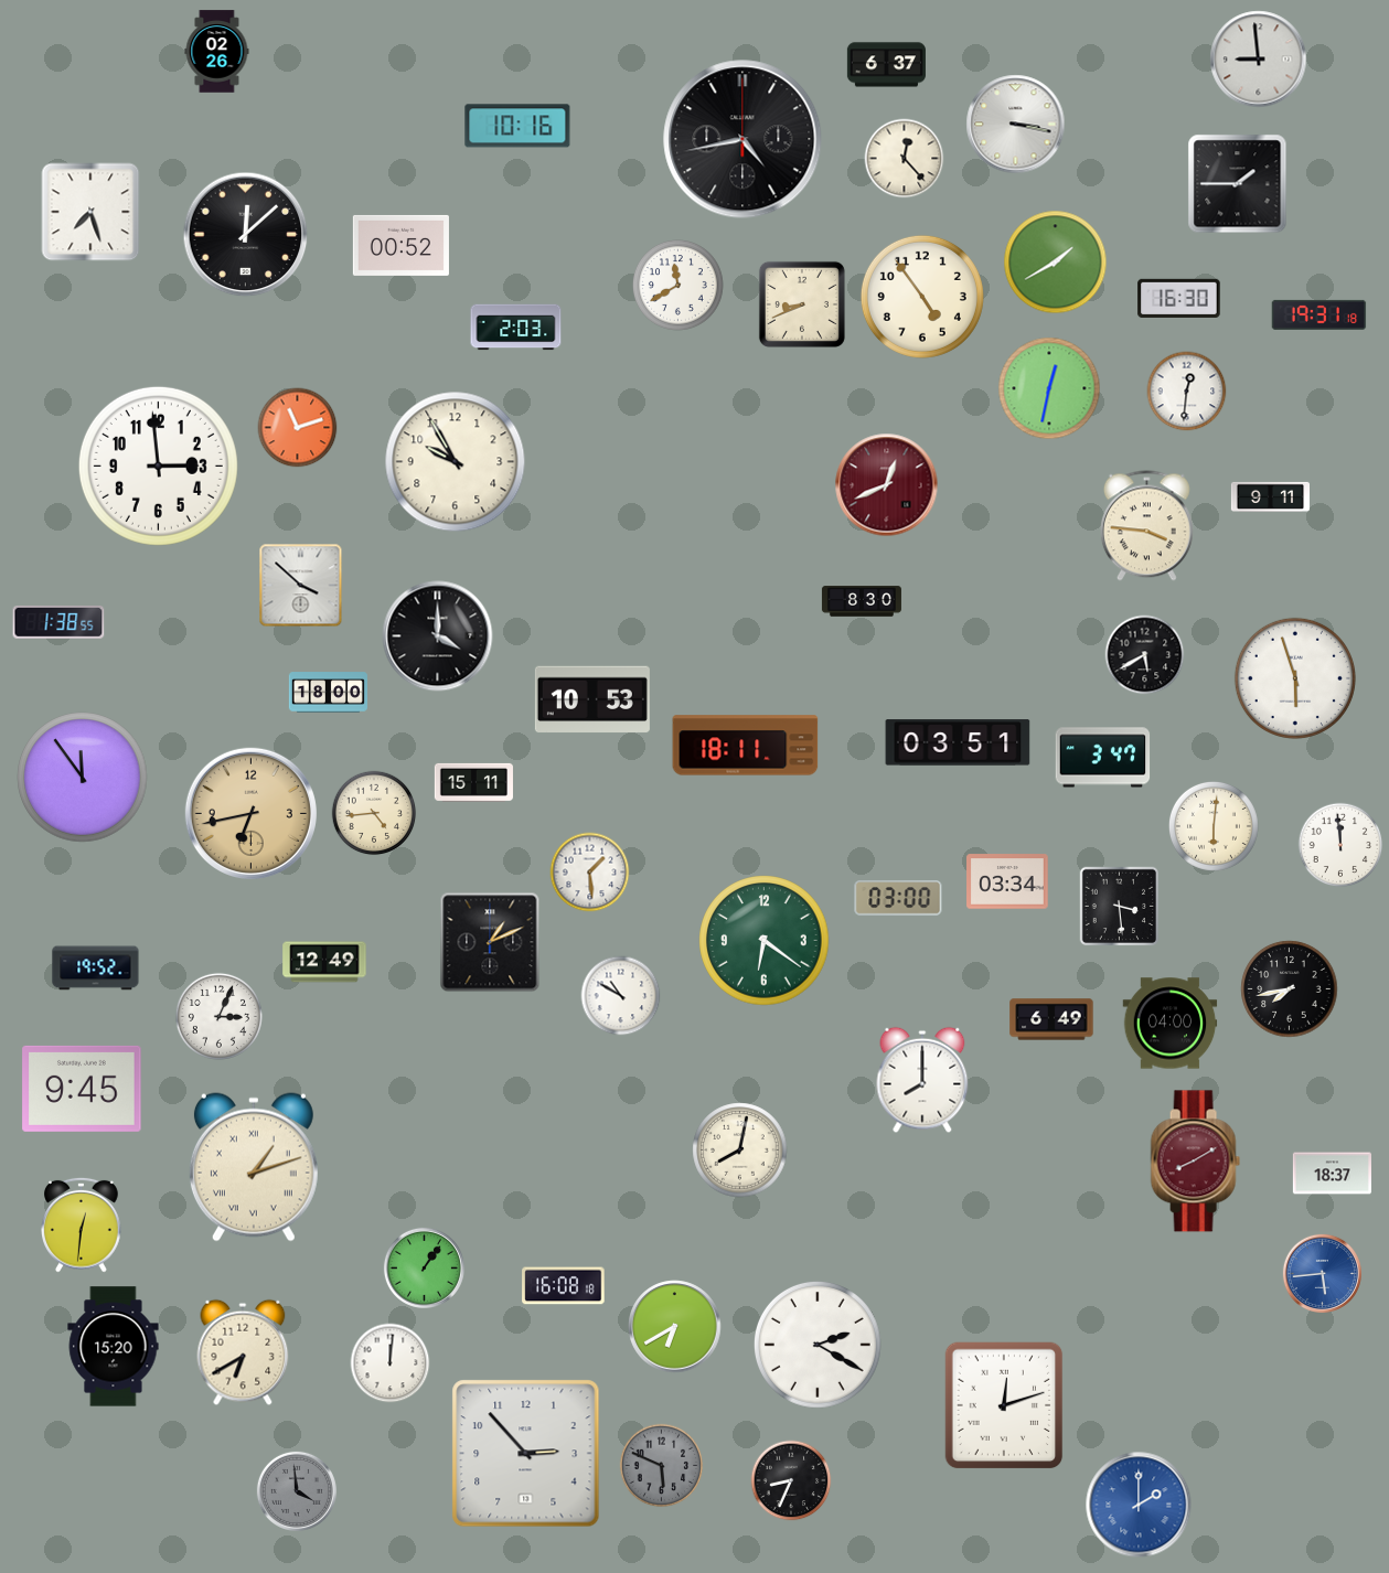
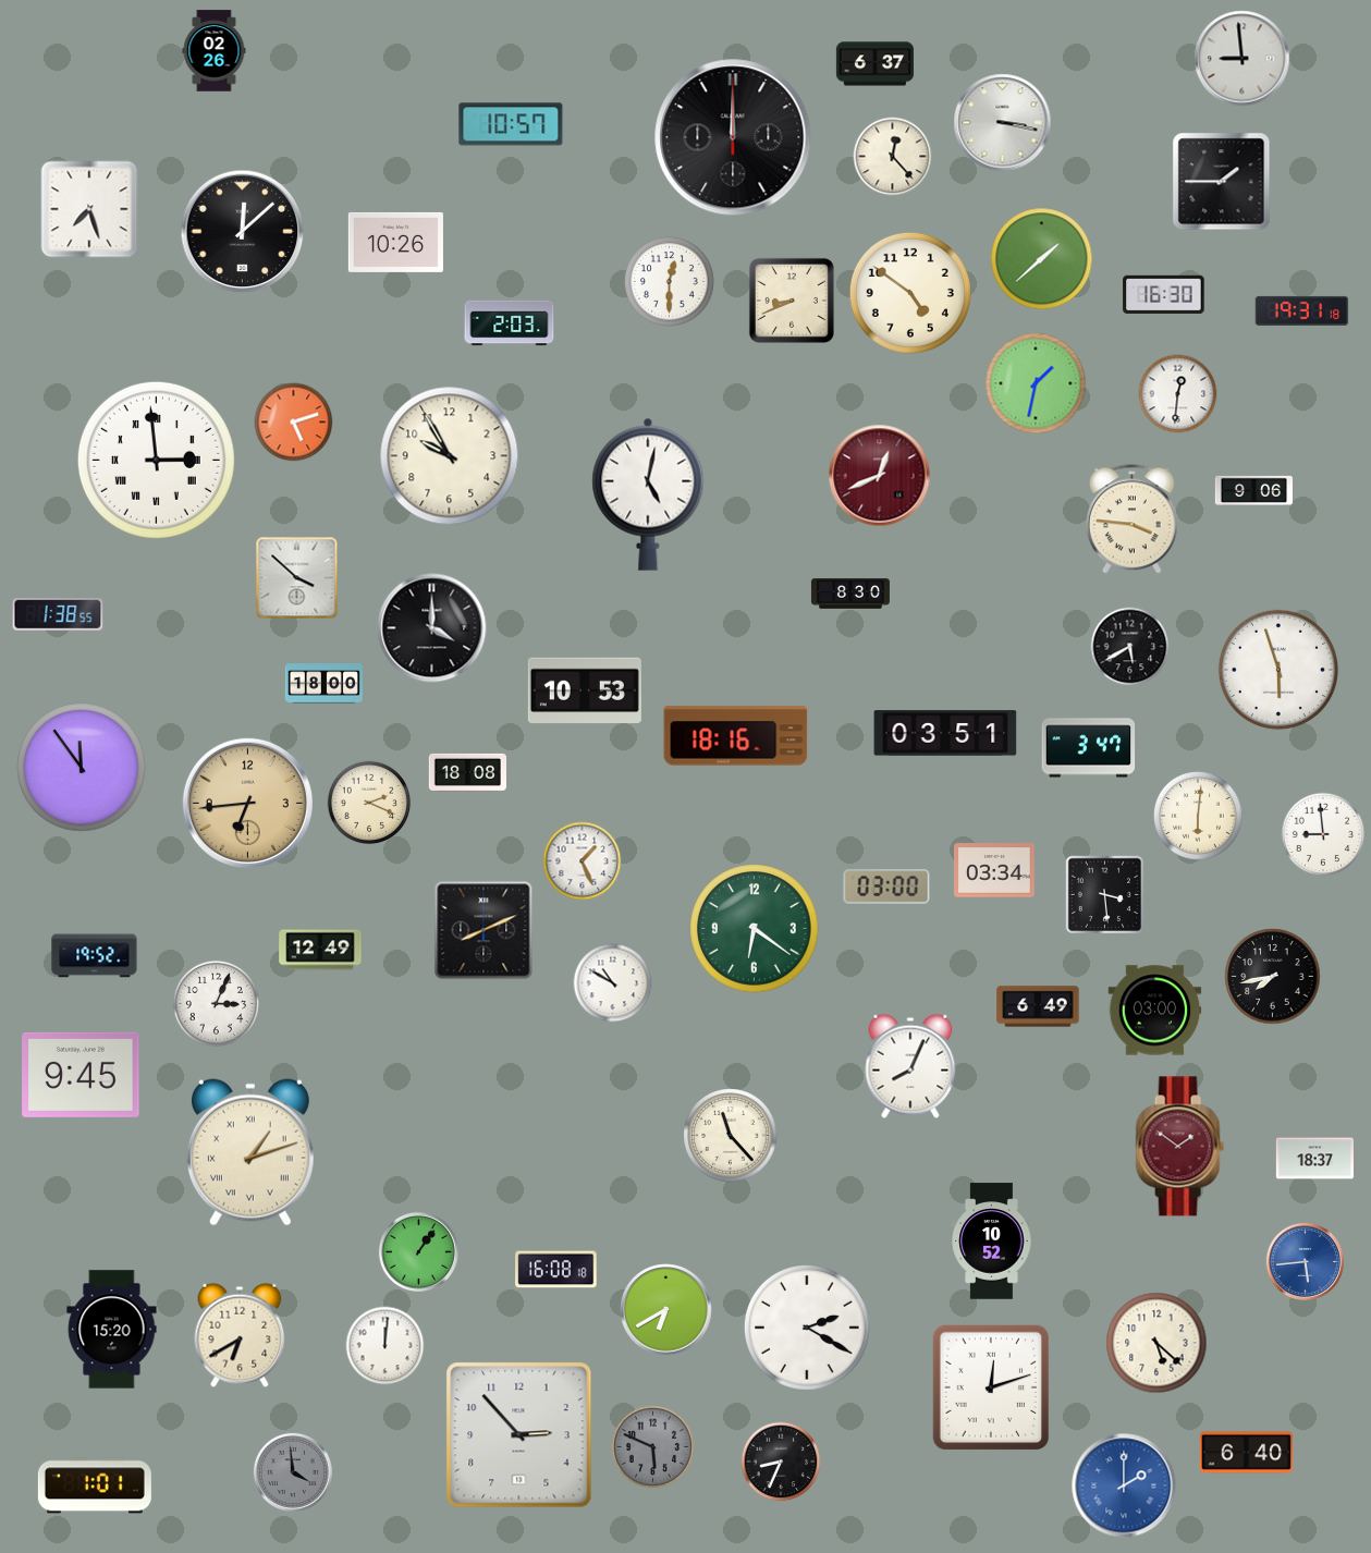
clock at (517, 126): 10:16 -> 10:57
clock at (742, 139): 4:43 -> 12:00
clock at (400, 245): 00:52 -> 10:26
clock at (1056, 263): 1:40 -> 1:38
clock at (679, 286): 11:40 -> 12:30
clock at (922, 297): 4:54 -> 4:51
clock at (1049, 388): 12:32 -> 1:32
clock at (1187, 392) position: (1187, 392) -> (1178, 394)
clock at (298, 428): 11:12 -> 5:12
clock at (158, 466) numerals: Arabic -> Roman
clock at (887, 485) position: (887, 485) -> (880, 476)
clock at (1270, 496): 9:11 -> 9:06
clock at (648, 494): none -> 5:02
clock at (746, 746): 18:11 -> 18:16
clock at (473, 782): 15:11 -> 18:08
clock at (250, 813): 6:43 -> 6:44
clock at (374, 813): 4:44 -> 2:19
clock at (1340, 845): 11:59 -> 8:59
clock at (590, 873): 1:29 -> 1:26
clock at (490, 942): 1:11 -> 8:11
clock at (1171, 1024): 04:00 -> 03:00
clock at (922, 1080): 8:00 -> 8:04
clock at (740, 1151): 8:02 -> 11:23
clock at (1195, 1162): 8:10 -> 1:51
clock at (82, 1224): 12:31 -> none
clock at (992, 1242): none -> 10:52
clock at (1322, 1273) position: (1322, 1273) -> (1305, 1261)
clock at (1156, 1343): none -> 5:22
clock at (1247, 1453): none -> 6:40
clock at (95, 1485): none -> 1:01
